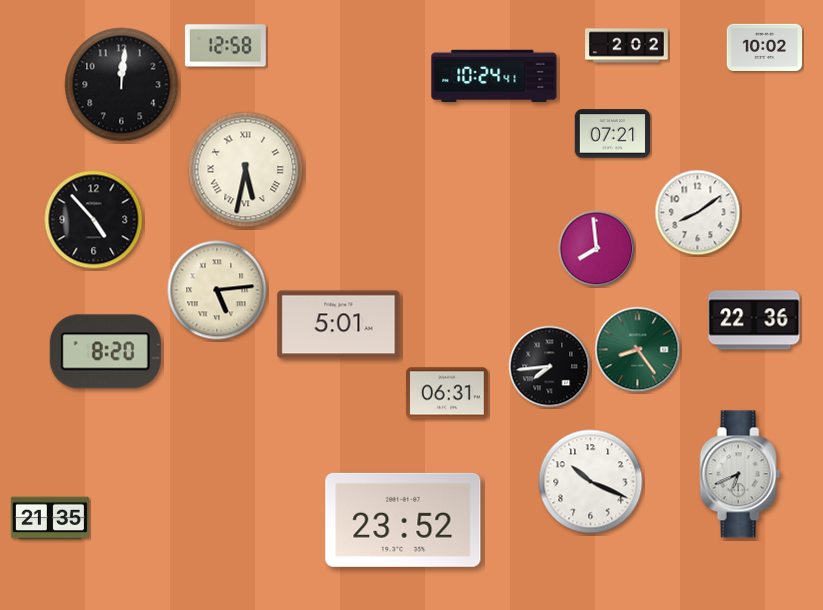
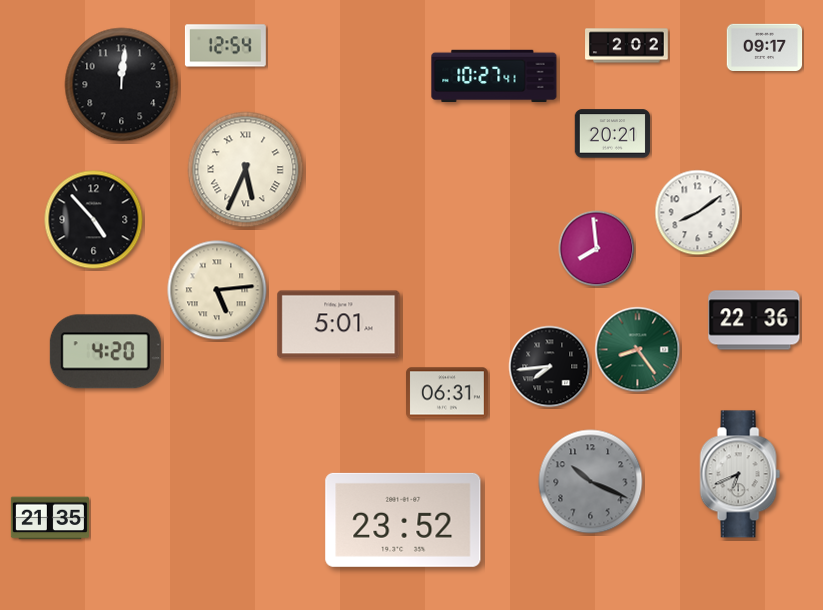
clock at (225, 46): 12:58 -> 12:54
clock at (765, 47): 10:02 -> 09:17
clock at (494, 76): 10:24 -> 10:27
clock at (613, 134): 07:21 -> 20:21
clock at (246, 170): 5:32 -> 5:34
clock at (105, 352): 8:20 -> 4:20
clock at (591, 482) dial: white -> grey
